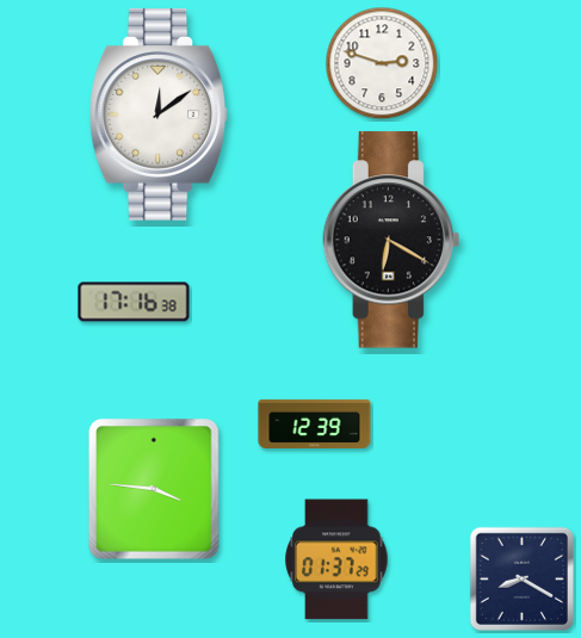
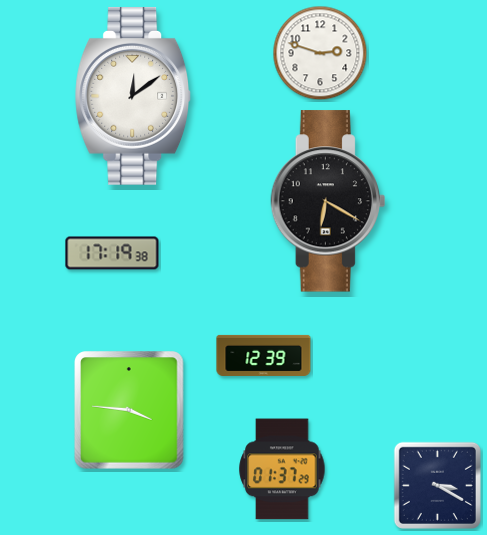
clock at (134, 302): 17:16 -> 17:19
clock at (521, 578): 8:20 -> 3:20
